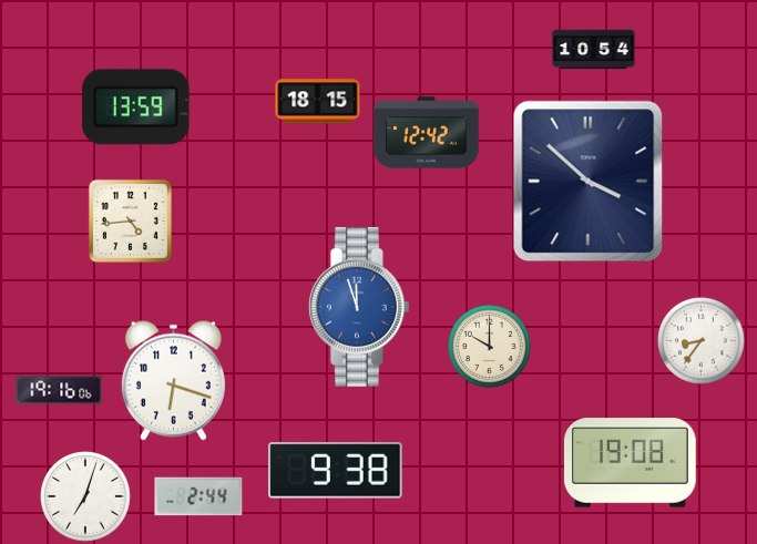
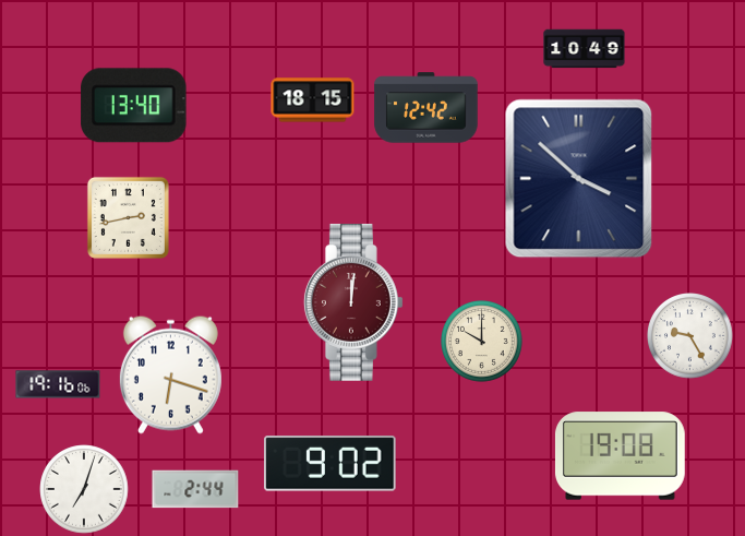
clock at (594, 50): 10:54 -> 10:49
clock at (136, 107): 13:59 -> 13:40
clock at (427, 133) position: (427, 133) -> (426, 108)
clock at (130, 220): 4:44 -> 2:43
clock at (359, 307): 11:57 -> 12:01
clock at (359, 307) dial: blue -> burgundy
clock at (702, 341): 8:36 -> 9:25
clock at (336, 471): 9:38 -> 9:02
